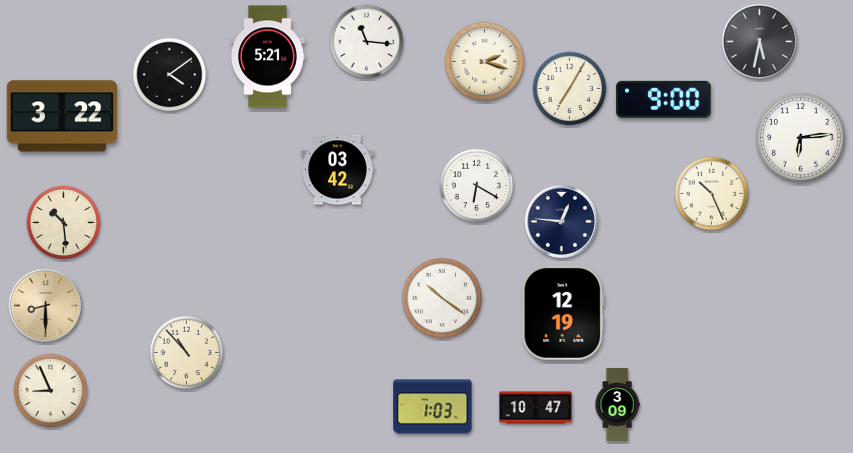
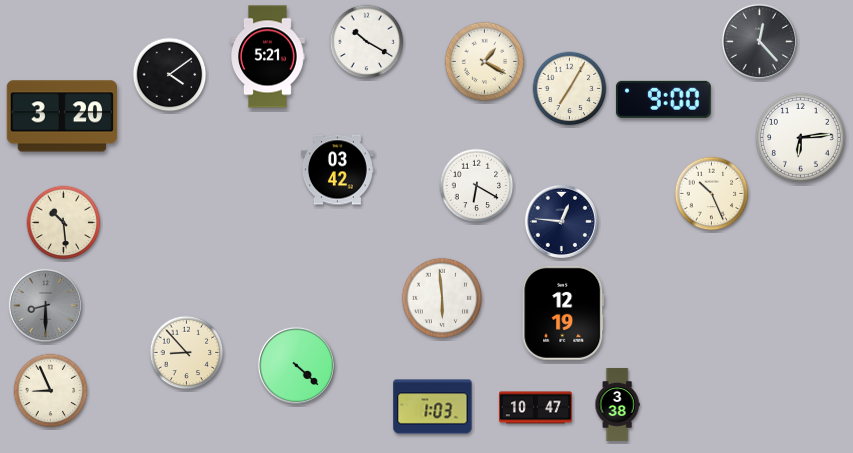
clock at (759, 41): 5:32 -> 12:23
clock at (367, 42): 11:16 -> 10:20
clock at (485, 62): 2:18 -> 1:20
clock at (62, 116): 3:22 -> 3:20
clock at (442, 298): 10:21 -> 5:59
clock at (45, 305) dial: champagne -> grey
clock at (187, 353): 10:53 -> 8:53
clock at (296, 365): none -> 4:22
clock at (617, 404): 3:09 -> 3:38
